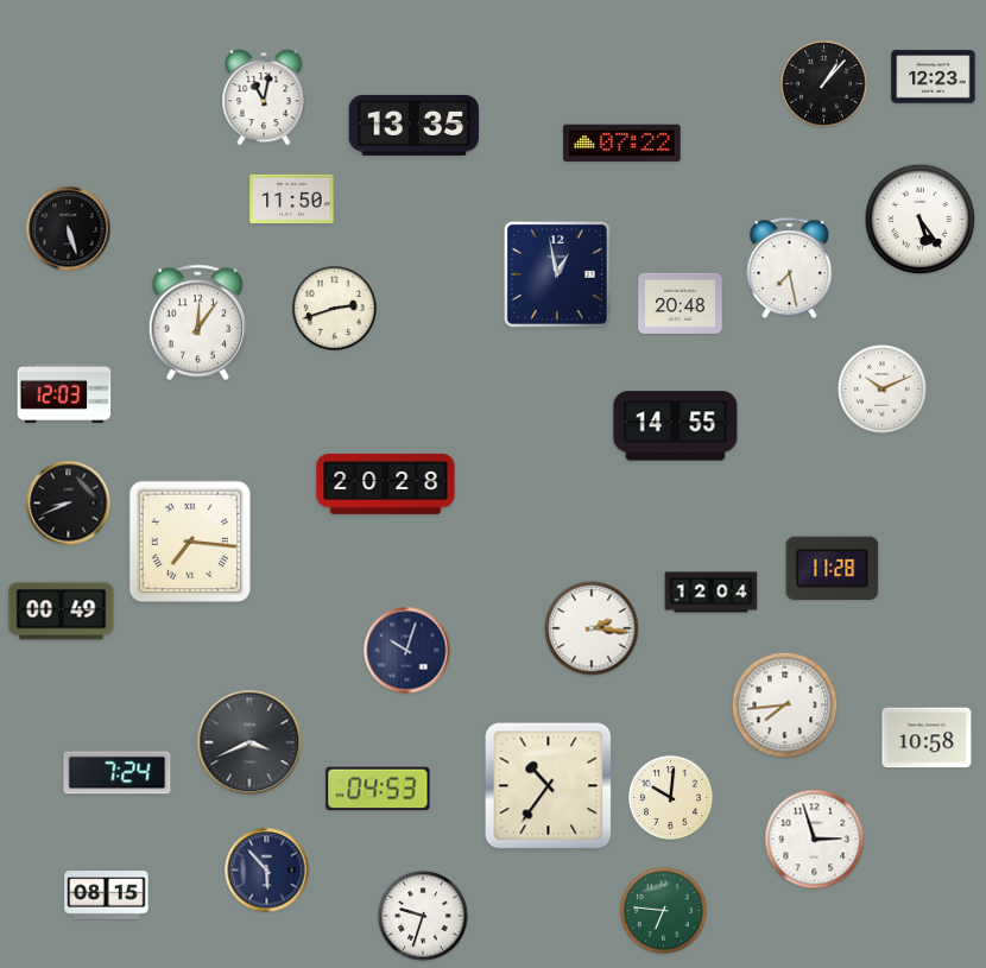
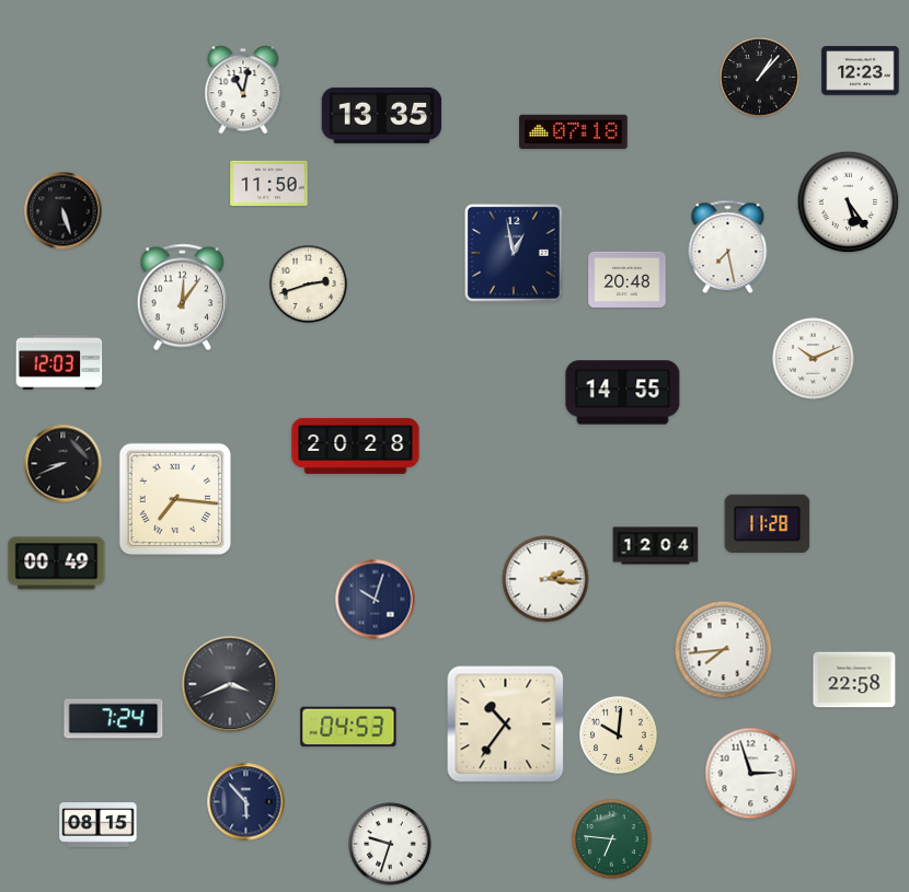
clock at (622, 144): 07:22 -> 07:18
clock at (927, 738): 10:58 -> 22:58
clock at (118, 773) position: (118, 773) -> (114, 719)
